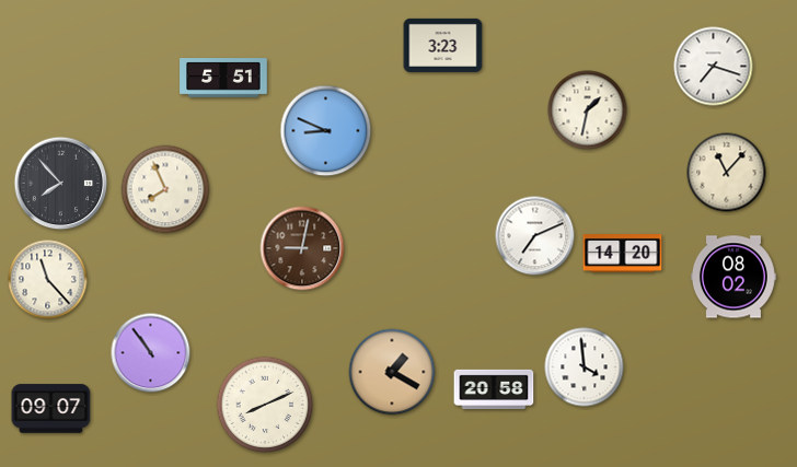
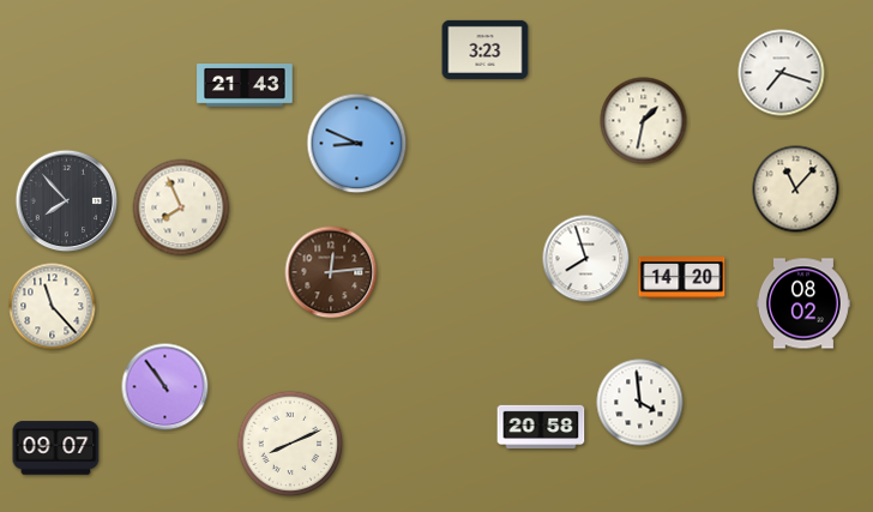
clock at (223, 78): 5:51 -> 21:43
clock at (535, 236): 7:11 -> 7:57
clock at (302, 248): 9:02 -> 12:14
clock at (392, 372): 1:20 -> none
